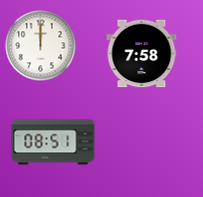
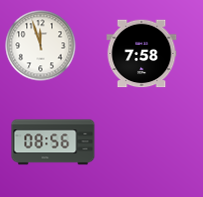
clock at (41, 46): 12:00 -> 11:57
clock at (53, 142): 08:51 -> 08:56
